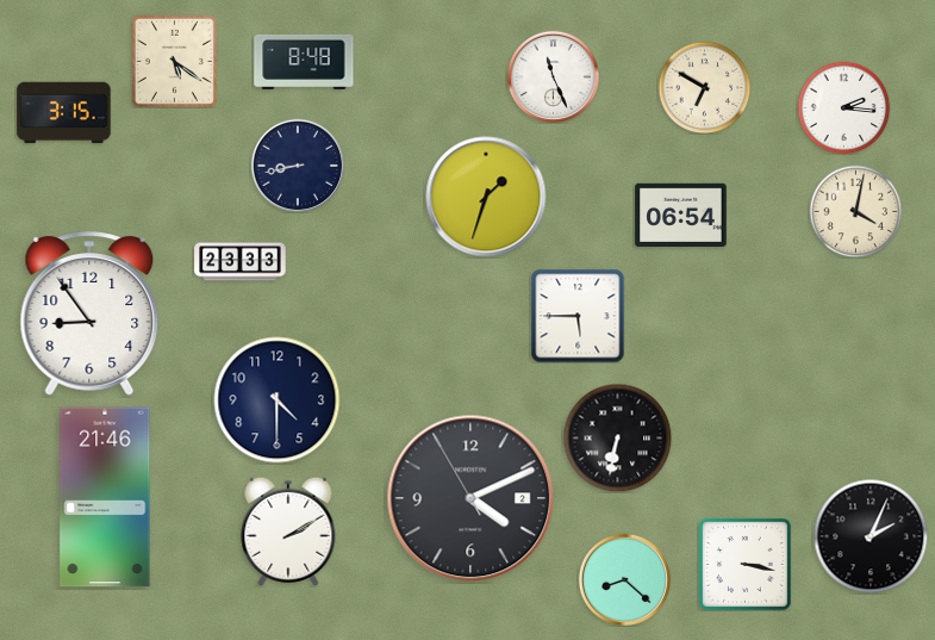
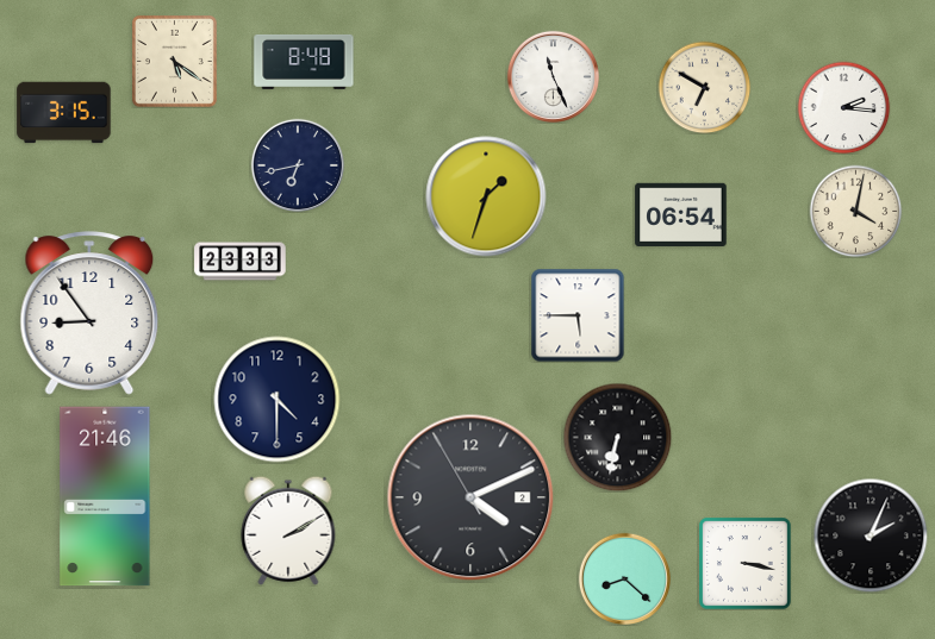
clock at (297, 164): 8:43 -> 6:43
